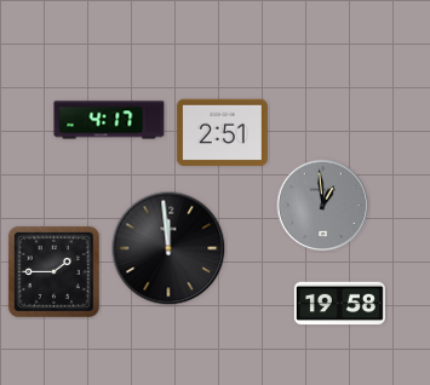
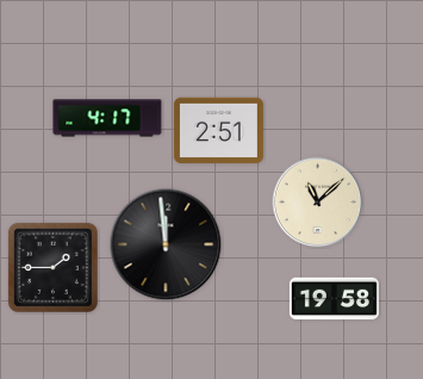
clock at (323, 206): 12:59 -> 11:08
clock at (323, 206) dial: grey -> cream
